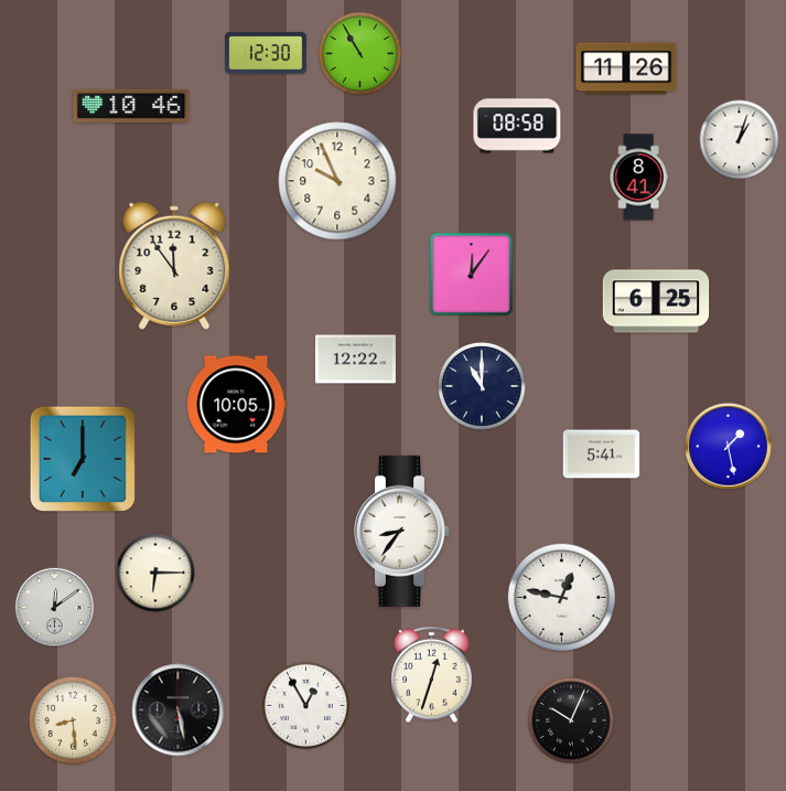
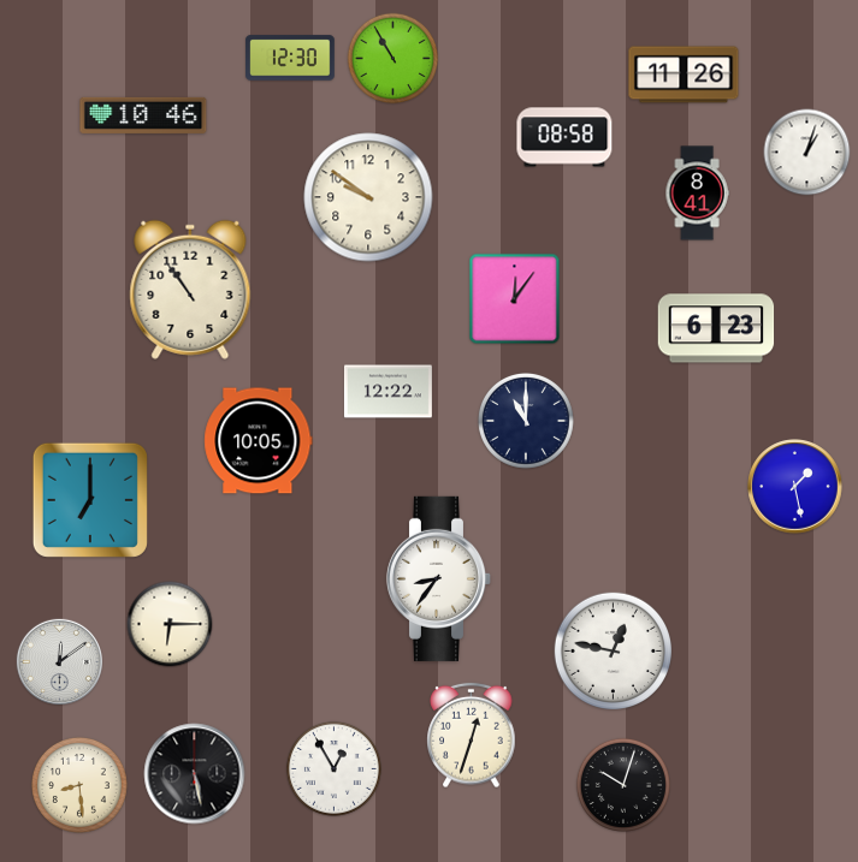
clock at (337, 181): 9:56 -> 9:51
clock at (174, 266): 11:54 -> 10:54
clock at (656, 301): 6:25 -> 6:23
clock at (602, 455): 5:41 -> none
clock at (571, 720): 10:04 -> 10:03
